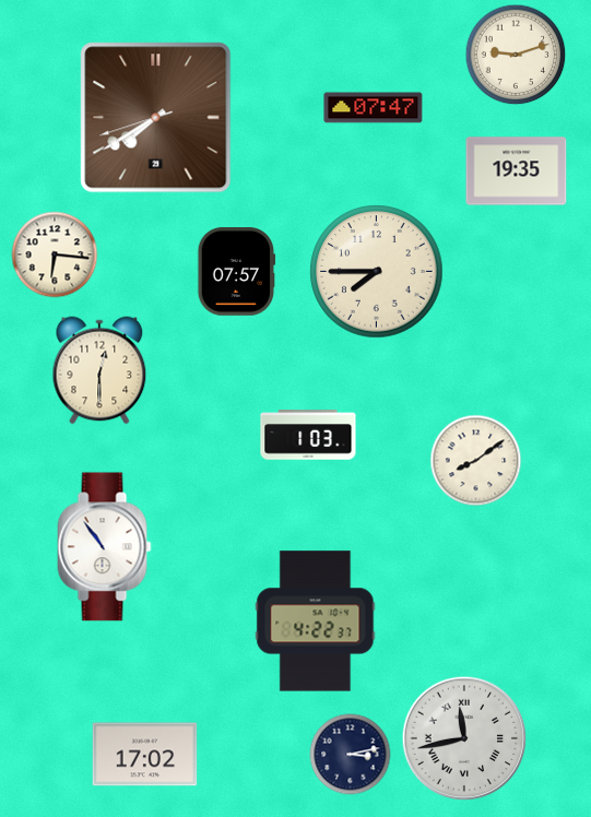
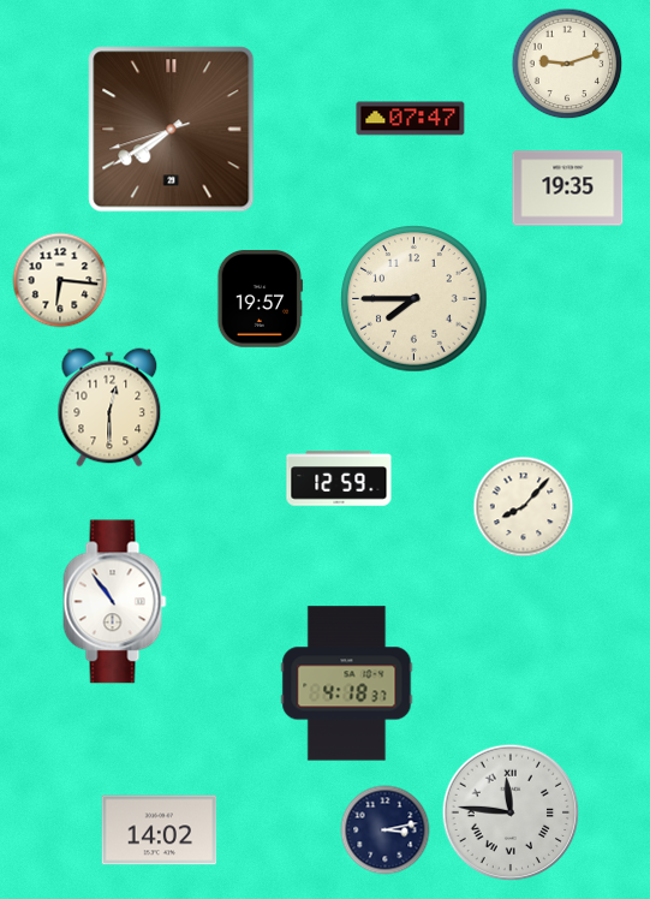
clock at (516, 55) position: (516, 55) -> (567, 64)
clock at (237, 272): 07:57 -> 19:57
clock at (308, 435): 1:03 -> 12:59
clock at (476, 461): 8:09 -> 8:07
clock at (316, 621): 4:22 -> 4:18
clock at (464, 738): 11:43 -> 11:46
clock at (145, 755): 17:02 -> 14:02
